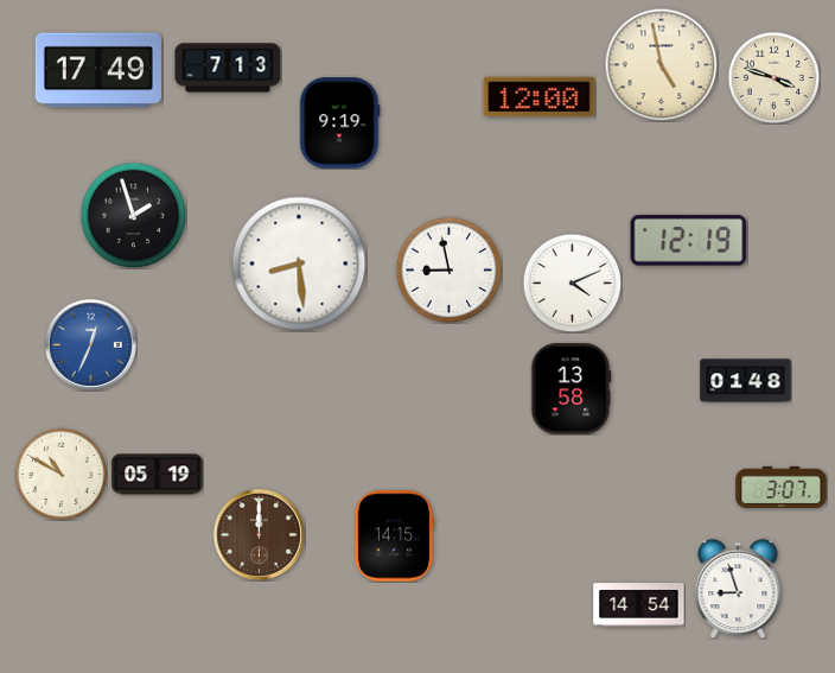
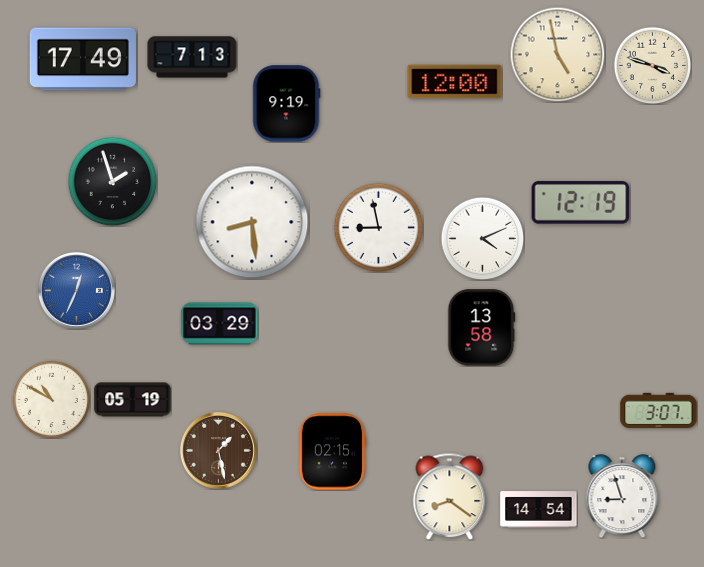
clock at (746, 381): 01:48 -> none
clock at (220, 324): none -> 03:29
clock at (259, 534): 12:00 -> 1:28
clock at (394, 537): 14:15 -> 02:15
clock at (450, 496): none -> 8:21
